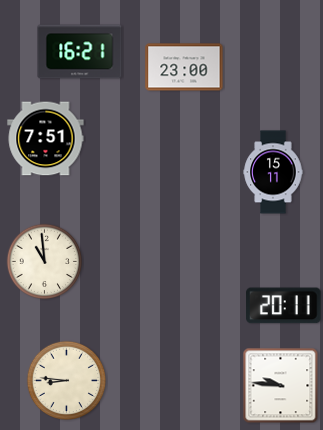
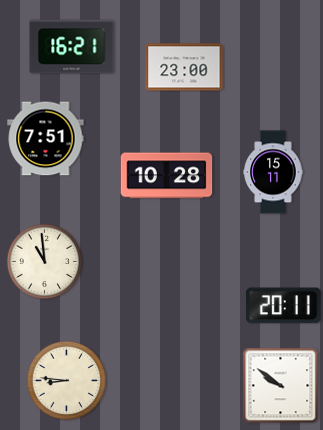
clock at (80, 52) position: (80, 52) -> (72, 47)
clock at (167, 176): none -> 10:28
clock at (281, 386): 9:46 -> 9:51
